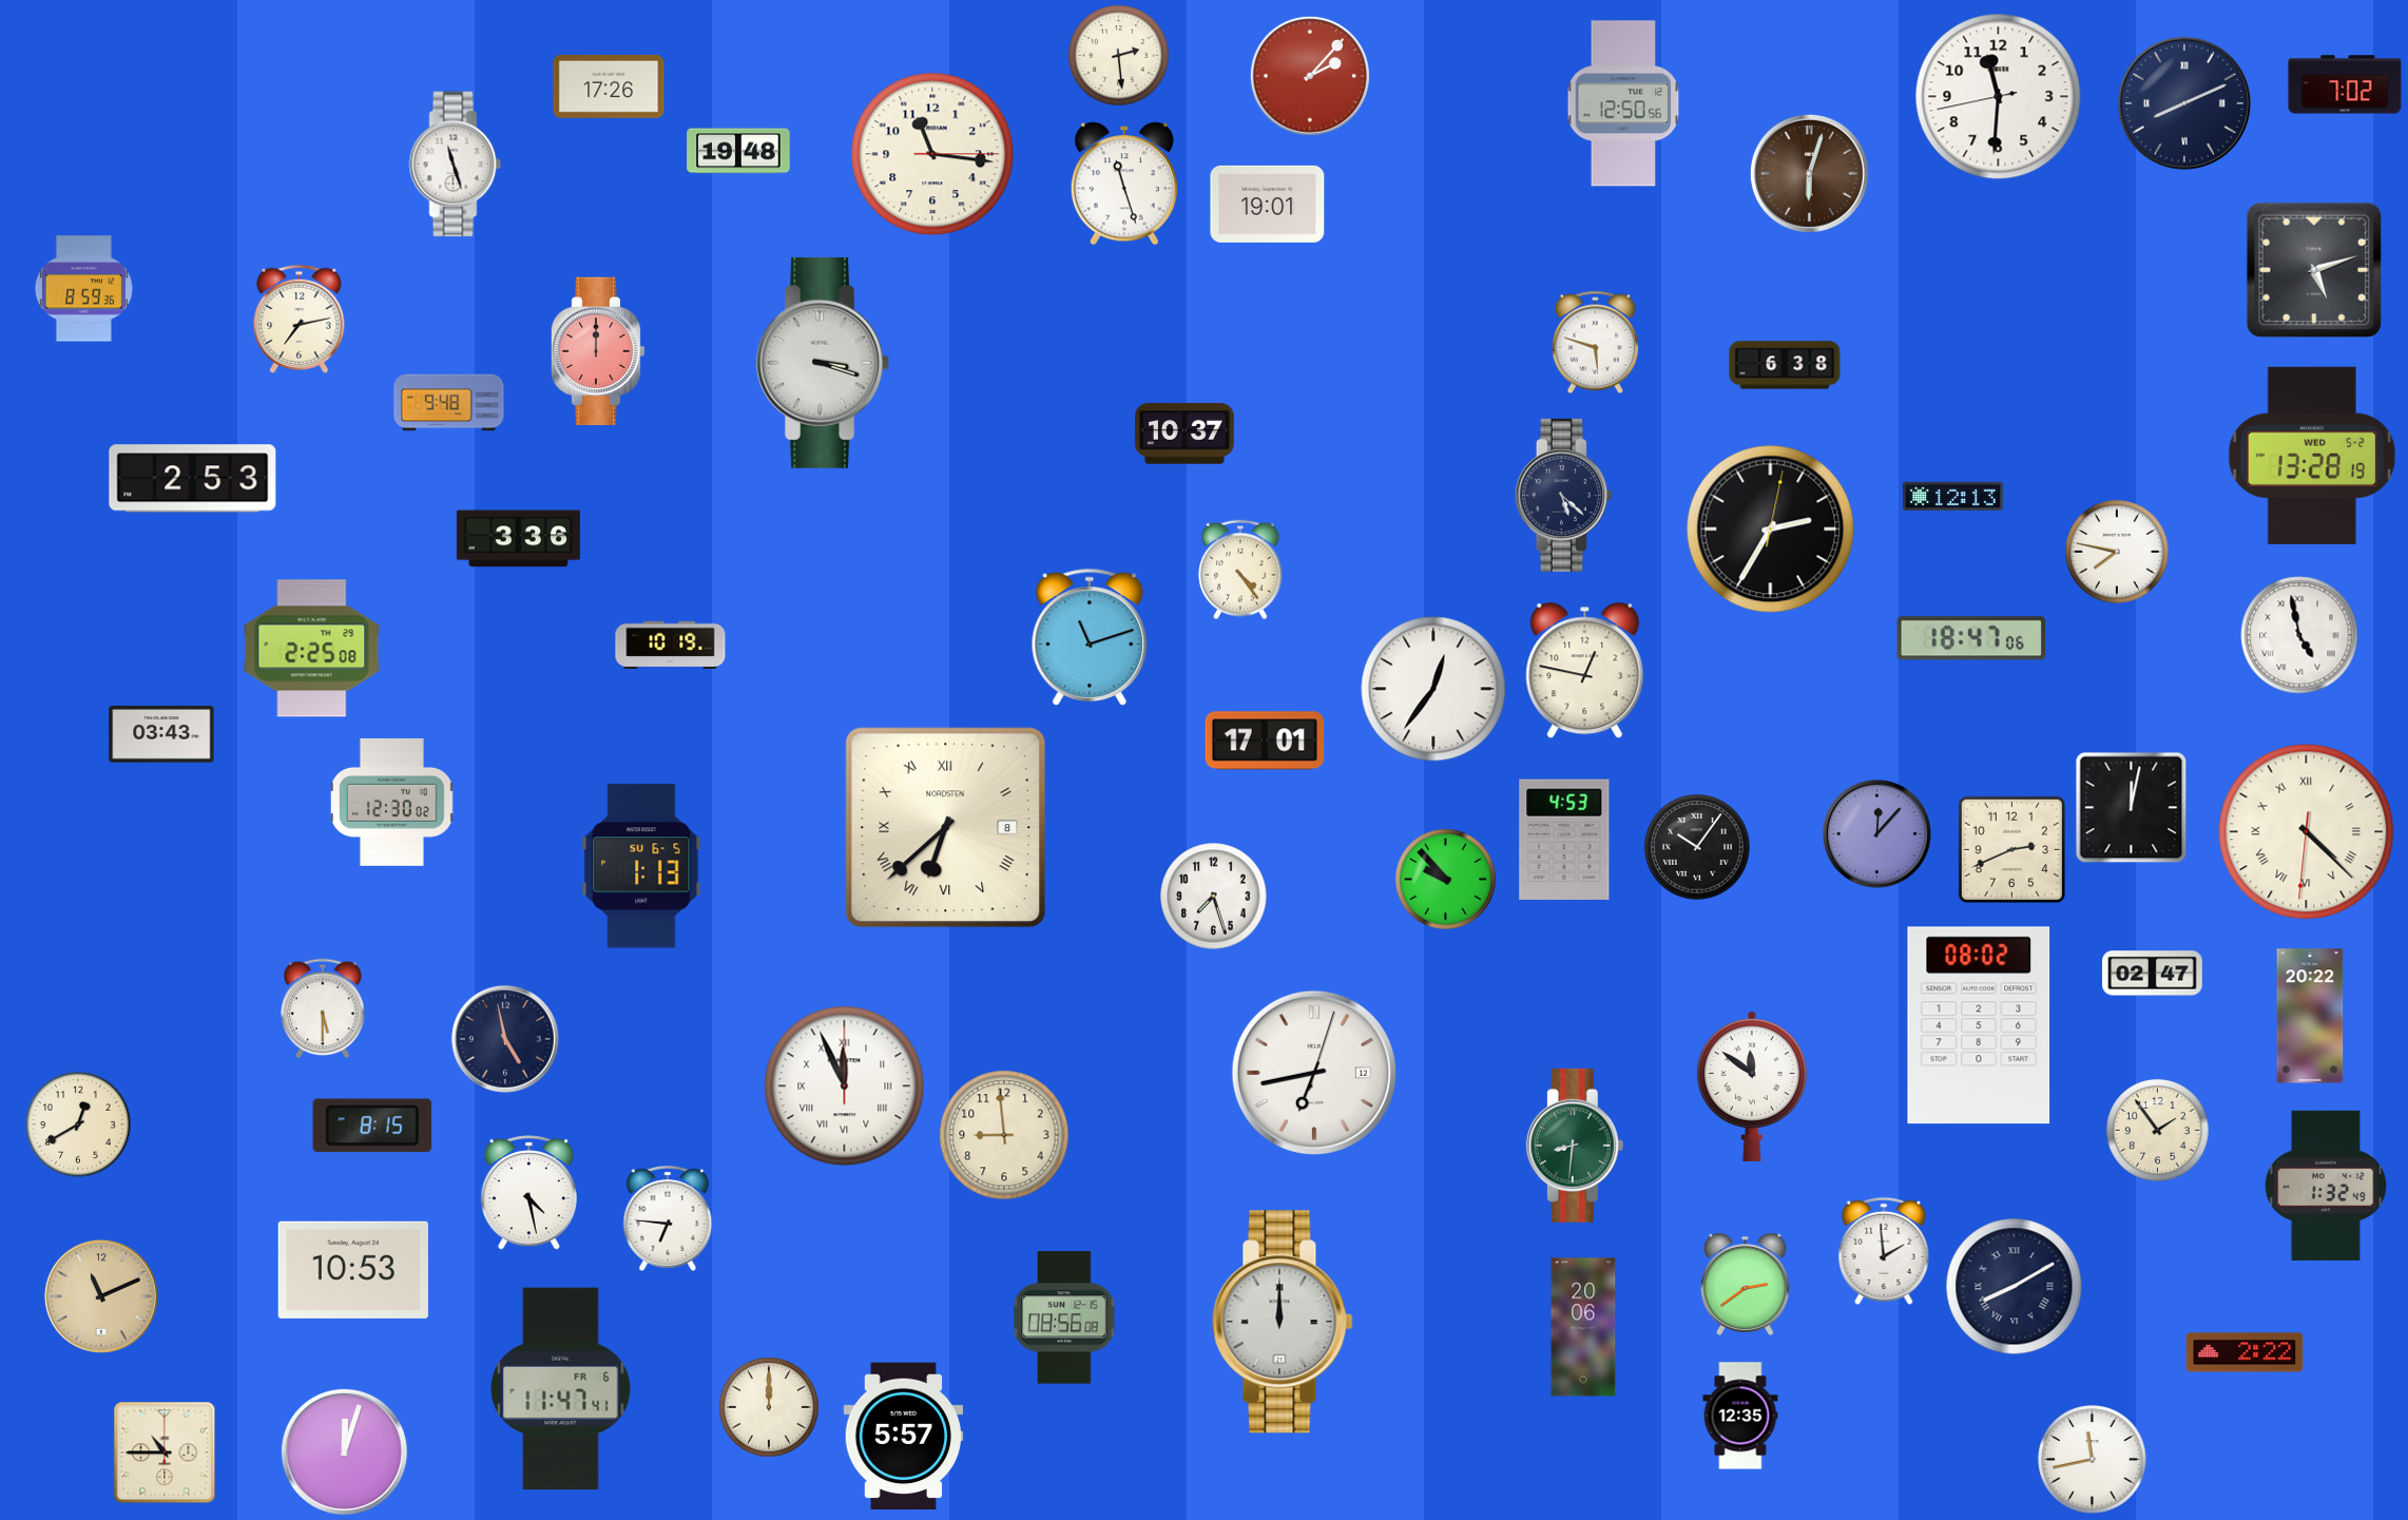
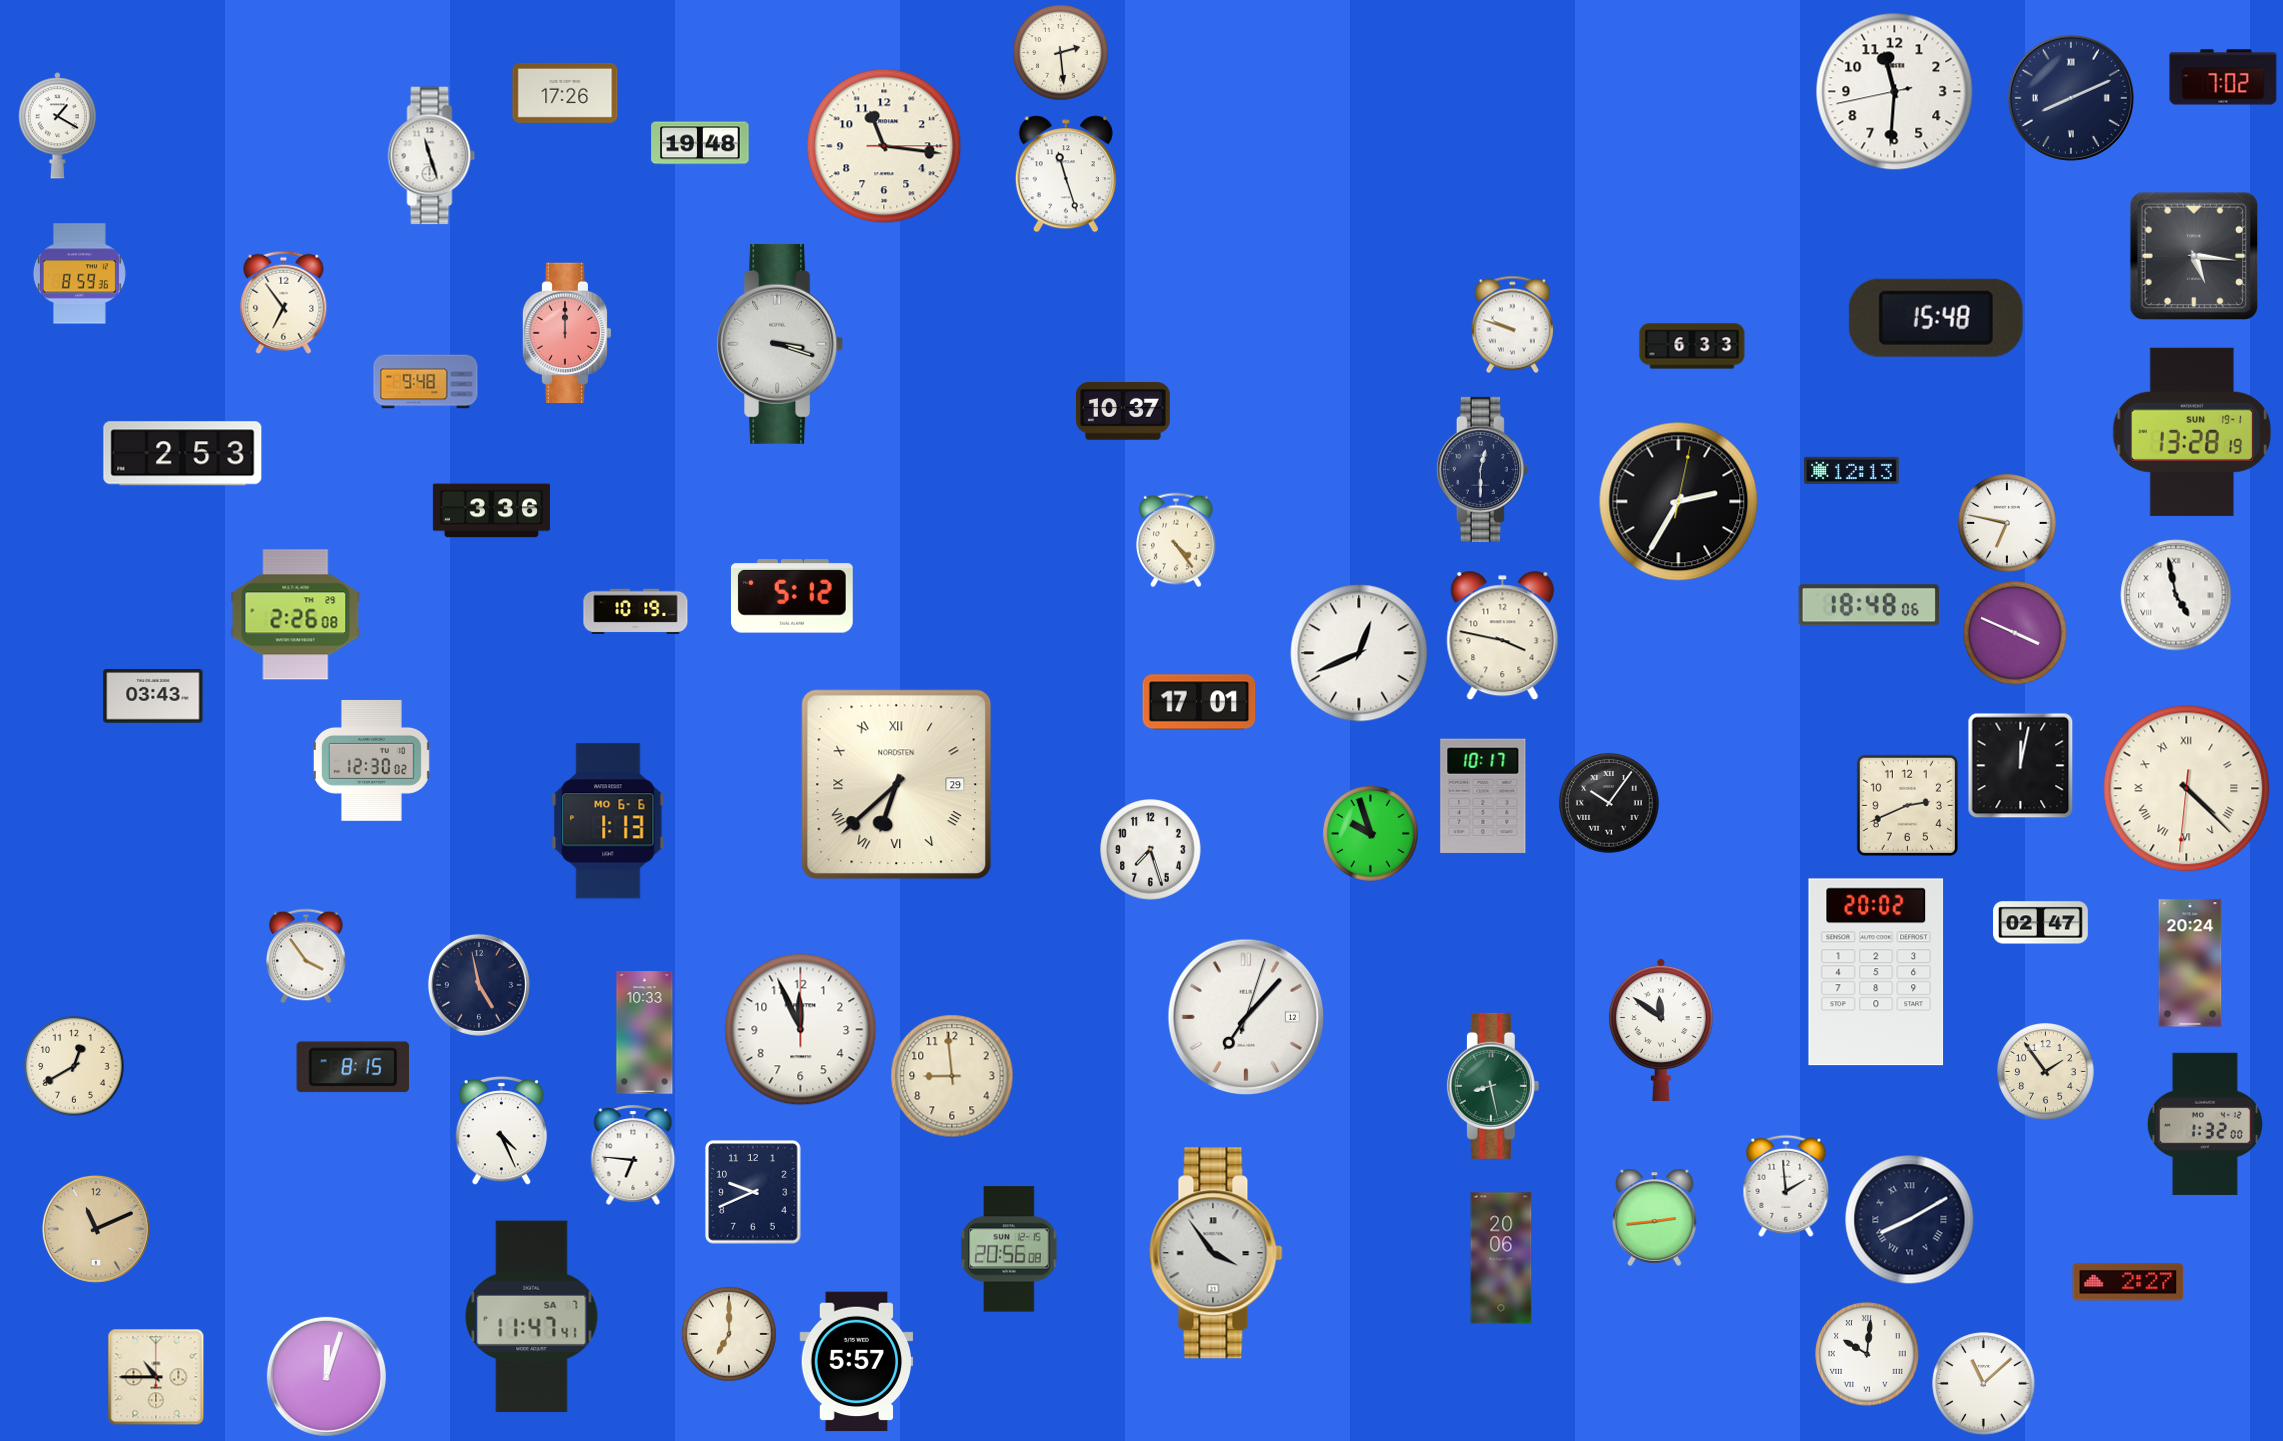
clock at (1310, 76): 2:07 -> none
clock at (2345, 84) position: (2345, 84) -> (2223, 77)
clock at (609, 86) position: (609, 86) -> (565, 93)
clock at (1623, 103): 12:50 -> none
clock at (57, 126): none -> 1:20
clock at (1809, 173): 6:03 -> none
clock at (1268, 204): 19:01 -> none
clock at (2313, 269): 5:12 -> 5:16
clock at (300, 319): 7:13 -> 6:54
clock at (1936, 318): none -> 15:48
clock at (1595, 343): 5:48 -> 9:48
clock at (1785, 365): 6:38 -> 6:33
clock at (2312, 456) date: WED 5-2 -> SUN 19-1
clock at (1563, 495): 5:22 -> 12:30
clock at (2117, 552): 7:47 -> 6:47
clock at (792, 596): none -> 5:12
clock at (2299, 635) position: (2299, 635) -> (2176, 595)
clock at (1090, 637): 11:12 -> none
clock at (1970, 638): 18:47 -> 18:48
clock at (312, 649): 2:25 -> 2:26
clock at (2015, 633): none -> 3:49
clock at (1585, 671): 12:47 -> 3:47
clock at (1433, 689): 12:36 -> 12:41
clock at (946, 828) date: 8 -> 29
clock at (1876, 833): 12:07 -> none
clock at (1564, 840): 4:53 -> 10:17
clock at (641, 866) date: SU 6-5 -> MO 6-6
clock at (1446, 880): 9:53 -> 9:57
clock at (323, 1008): 5:30 -> 3:54
clock at (2310, 1016): 20:22 -> 20:24
clock at (1979, 1025): 08:02 -> 20:02
clock at (1313, 1072): 6:43 -> 7:07
clock at (845, 1086) numerals: Roman -> Arabic
clock at (645, 1033): none -> 10:33
clock at (1575, 1146): 8:31 -> 8:28
clock at (2326, 1186): 1:32:49 -> 1:32:00
clock at (528, 1193): 4:28 -> 4:26
clock at (753, 1192): none -> 9:41
clock at (353, 1270): 10:53 -> none
clock at (1746, 1284): 2:39 -> 2:44
clock at (1064, 1317): 08:56 -> 20:56
clock at (1283, 1322): 12:00 -> 3:54
clock at (2245, 1352): 2:22 -> 2:27
clock at (561, 1389) date: FR 6 -> SA 7
clock at (769, 1407): 12:00 -> 7:00
clock at (1740, 1416): 12:35 -> none
clock at (1867, 1354): none -> 10:01
clock at (2093, 1460): 11:43 -> 11:08
